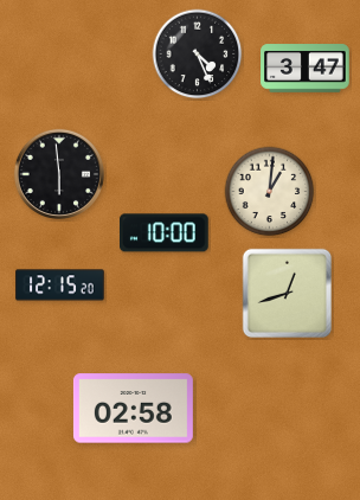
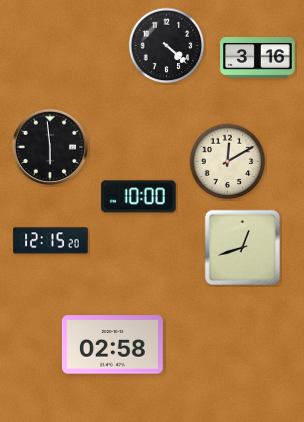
clock at (198, 55): 4:26 -> 4:22
clock at (306, 69): 3:47 -> 3:16
clock at (270, 192): 1:01 -> 12:10
